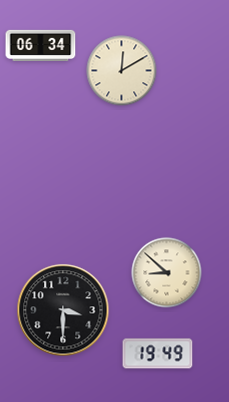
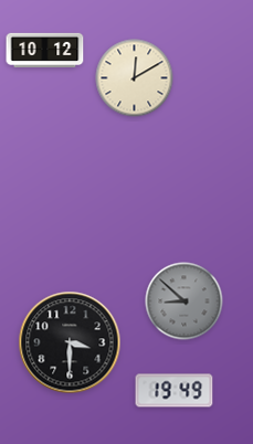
clock at (41, 45): 06:34 -> 10:12
clock at (167, 273) dial: cream -> grey
